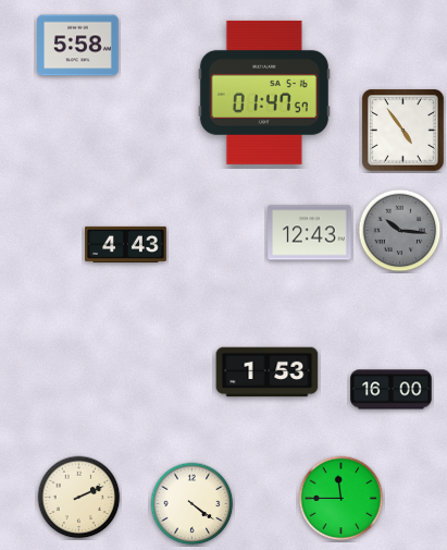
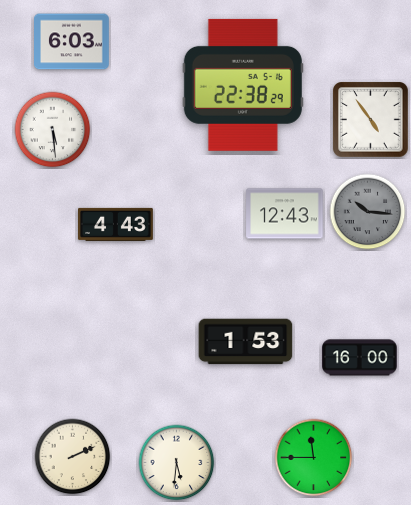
clock at (78, 46): 5:58 -> 6:03
clock at (264, 93): 01:47 -> 22:38
clock at (53, 130): none -> 5:29
clock at (193, 504): 4:21 -> 5:31
